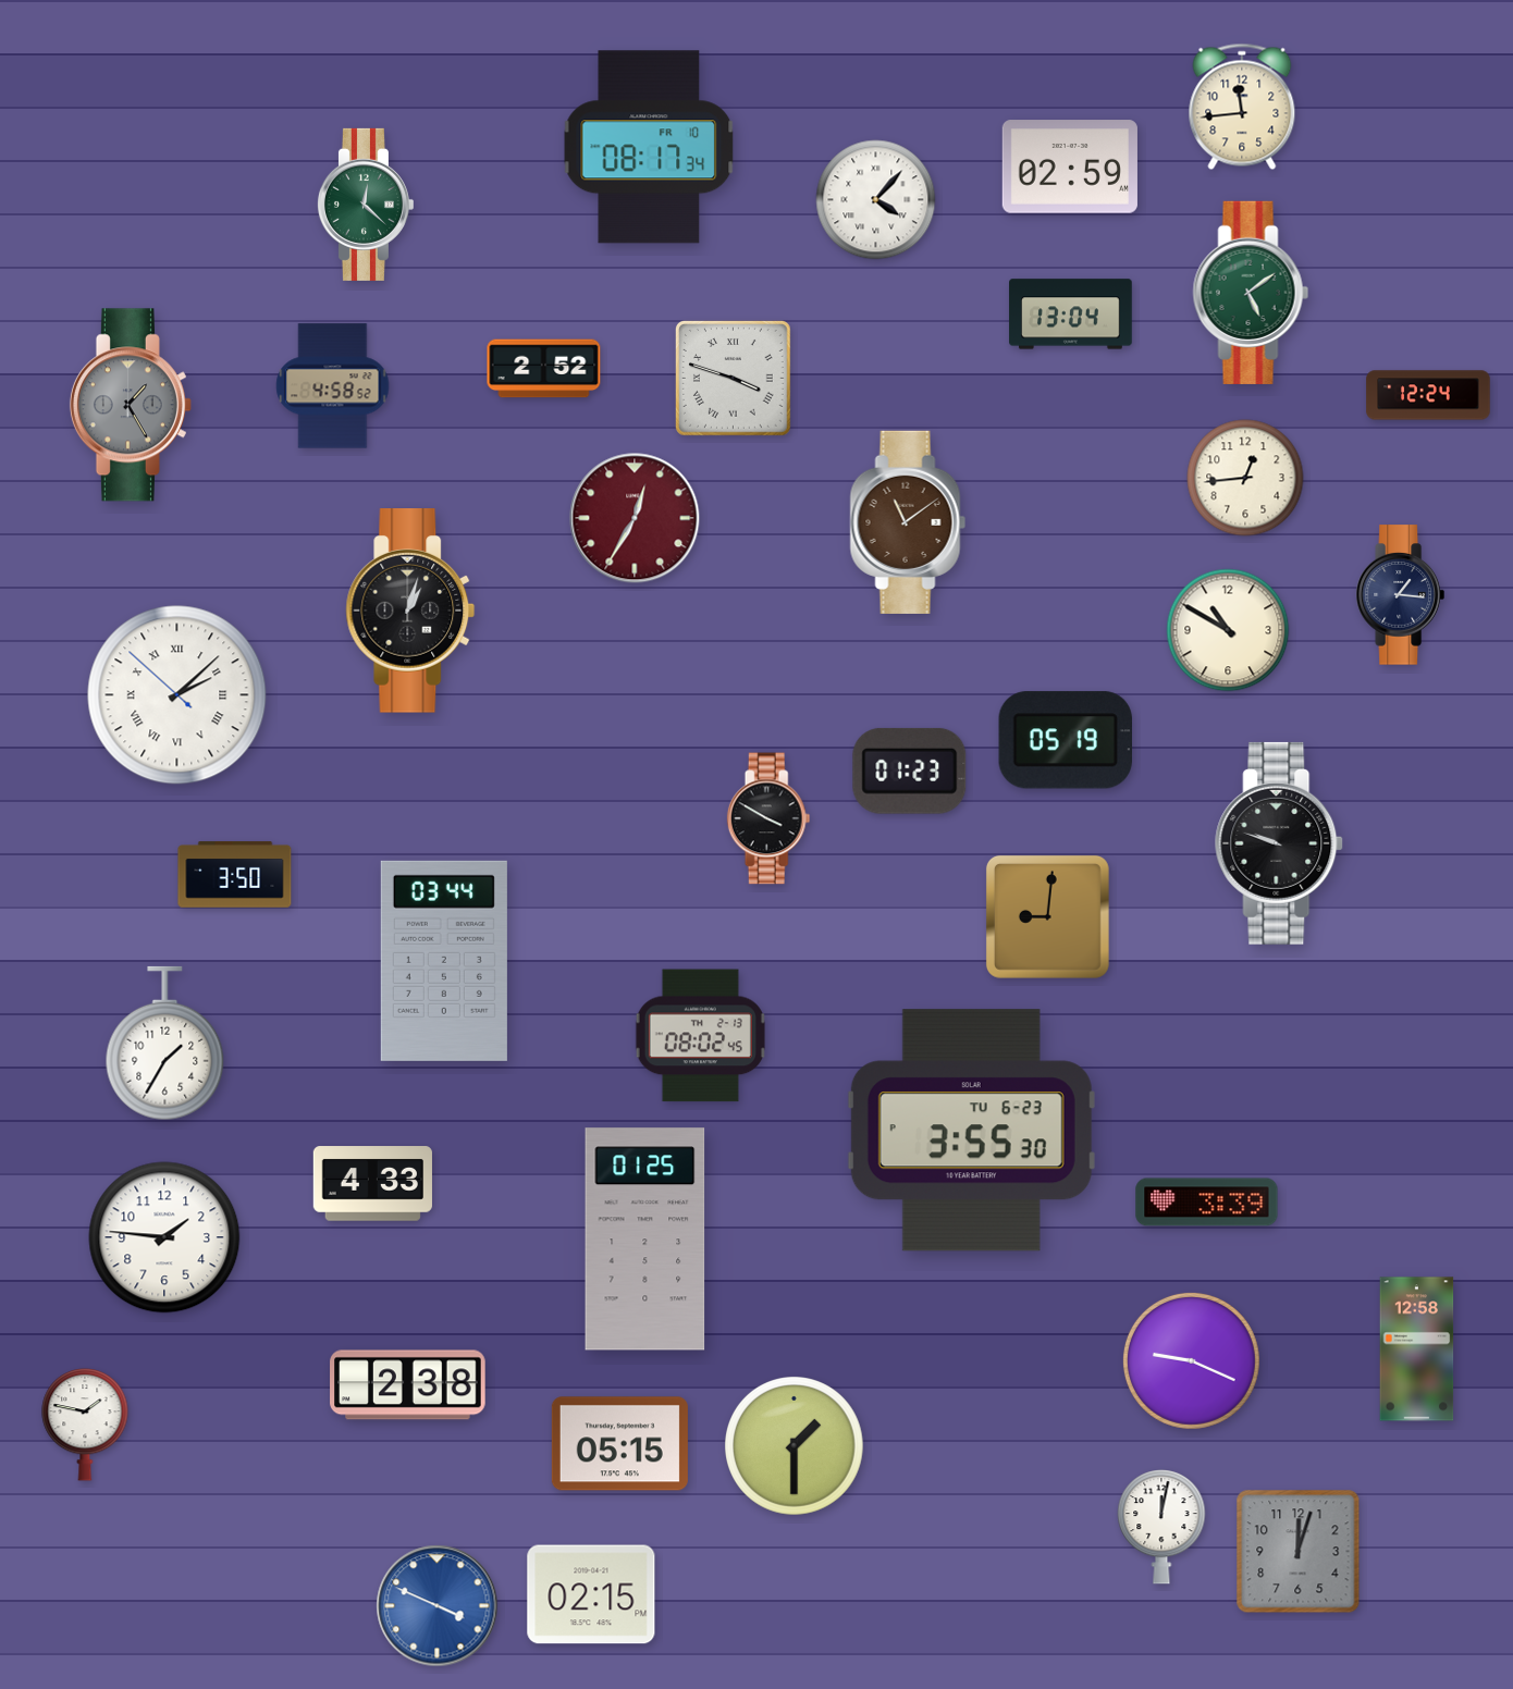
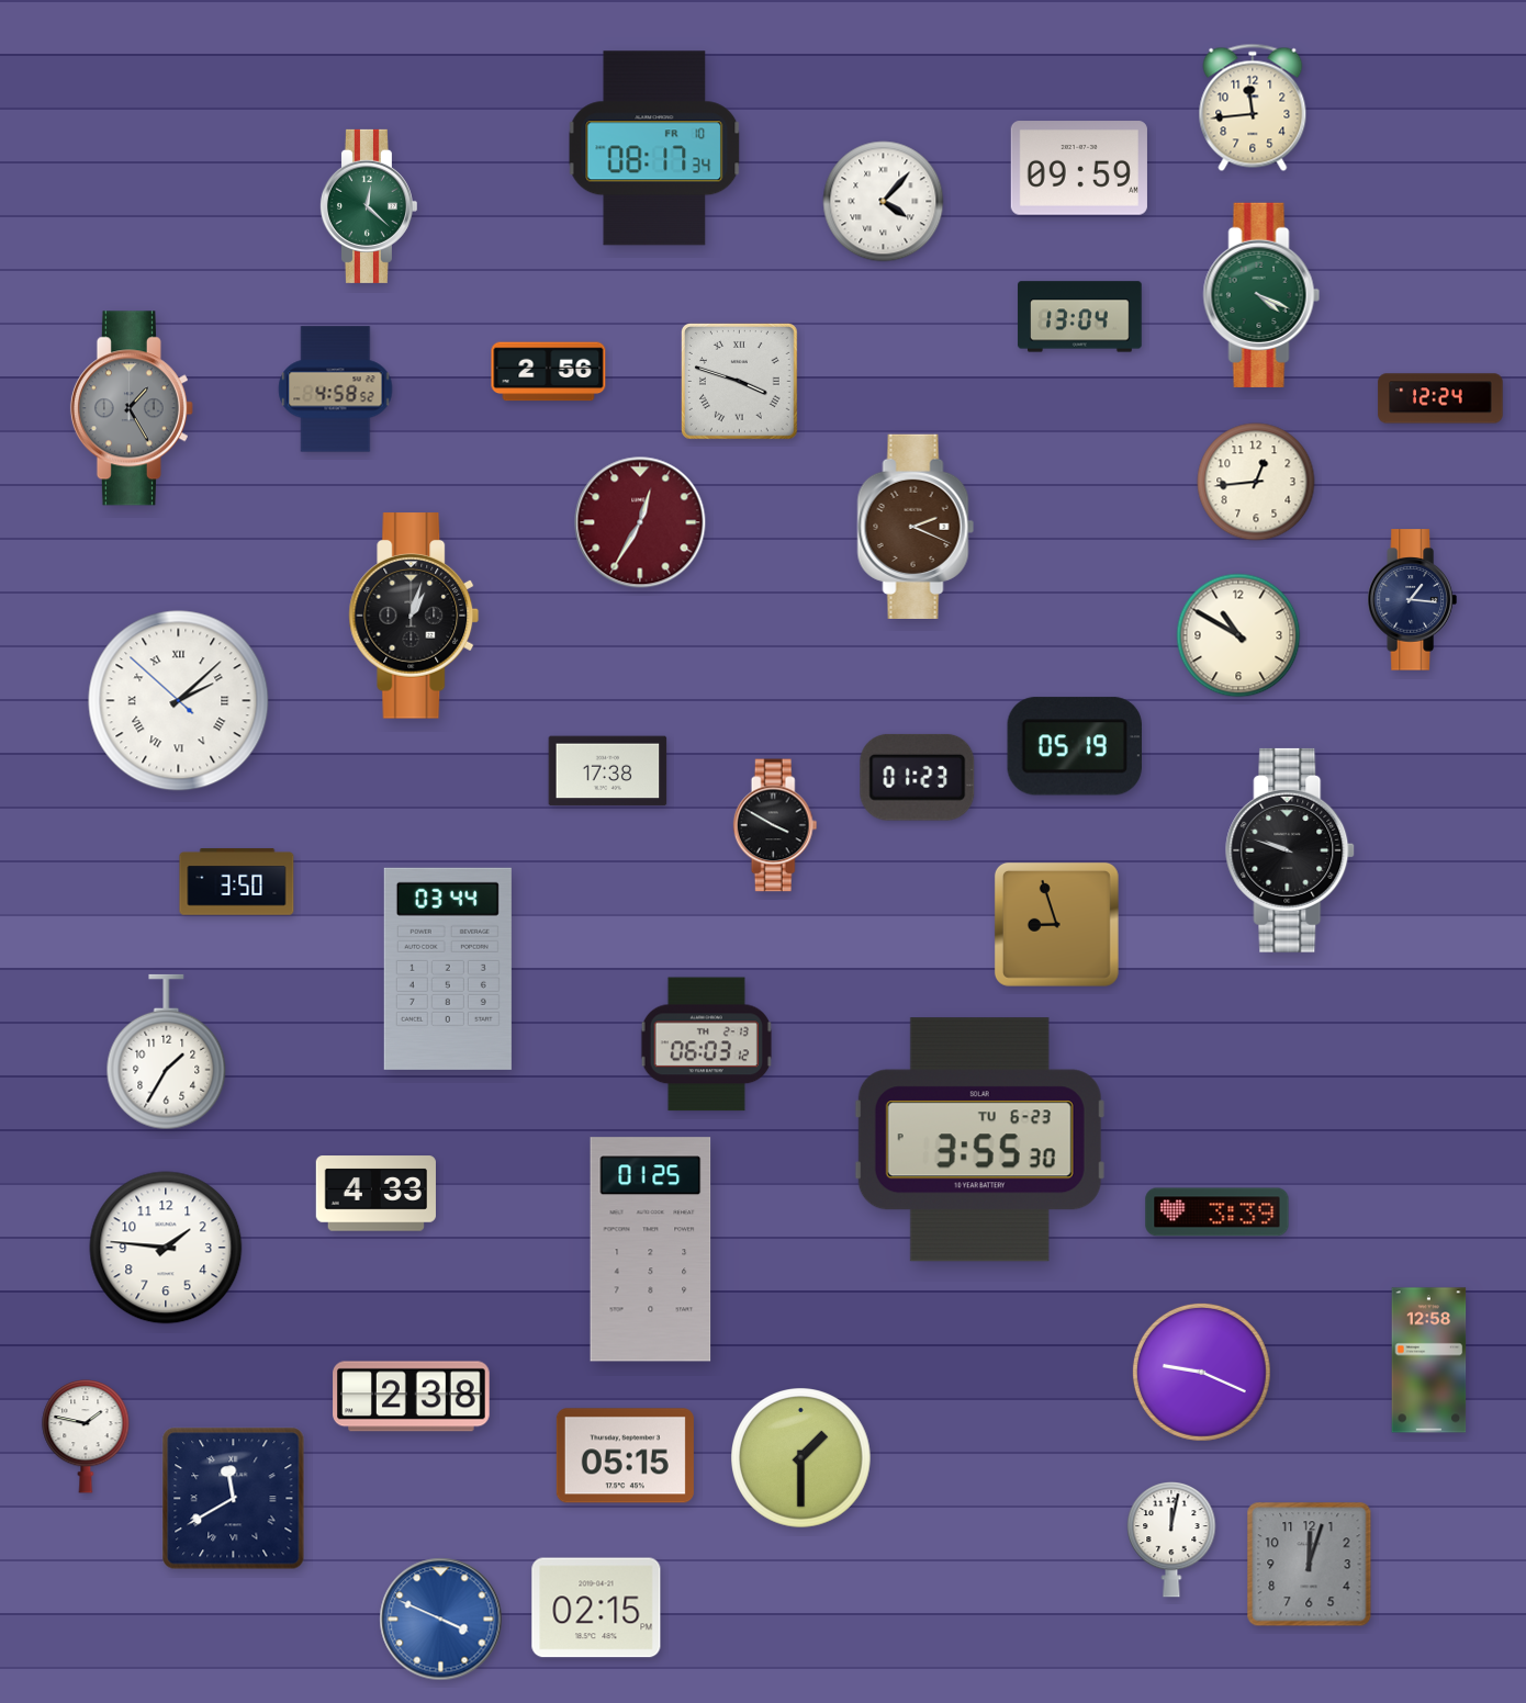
clock at (1070, 167): 02:59 -> 09:59
clock at (1251, 293): 5:09 -> 4:19
clock at (544, 369): 2:52 -> 2:56
clock at (908, 522): 11:09 -> 2:19
clock at (608, 771): none -> 17:38
clock at (1047, 916): 9:01 -> 8:57
clock at (700, 1036): 08:02 -> 06:03
clock at (234, 1499): none -> 11:40
